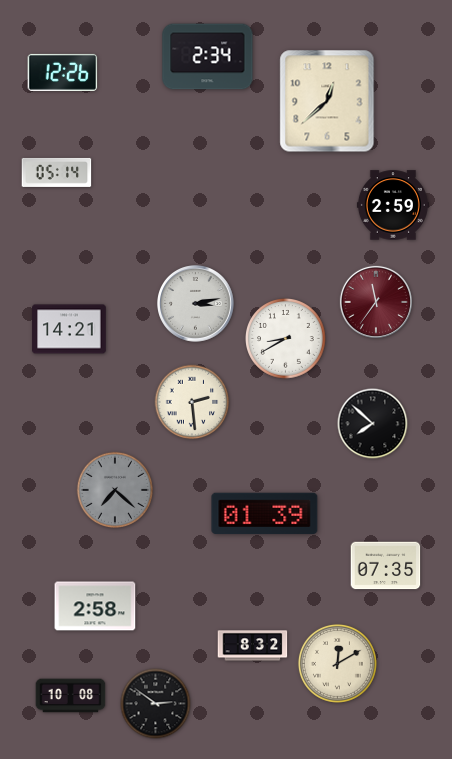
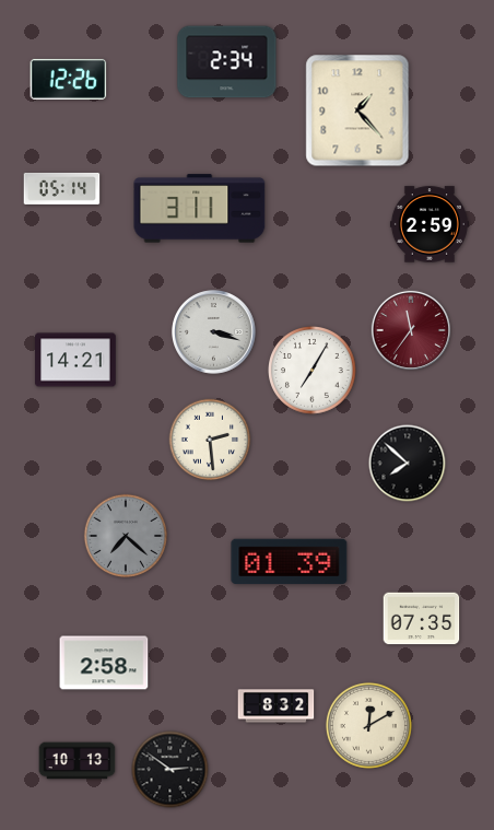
clock at (327, 101): 12:38 -> 1:23
clock at (200, 209): none -> 3:11
clock at (196, 304): 3:13 -> 3:18
clock at (286, 339): 8:40 -> 7:05
clock at (71, 696): 10:08 -> 10:13
